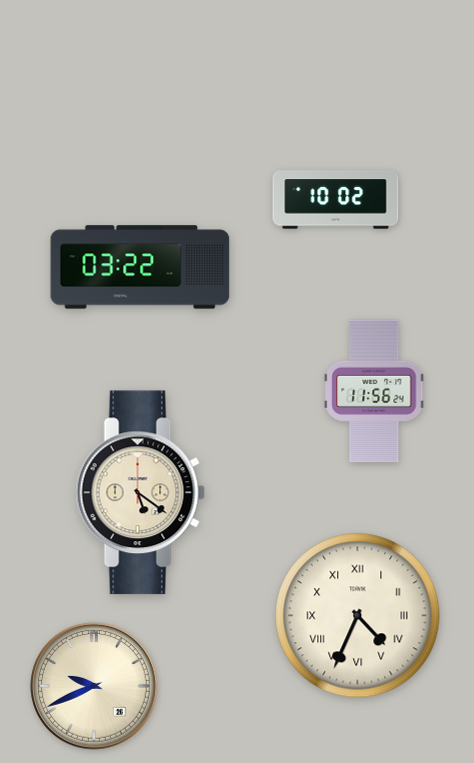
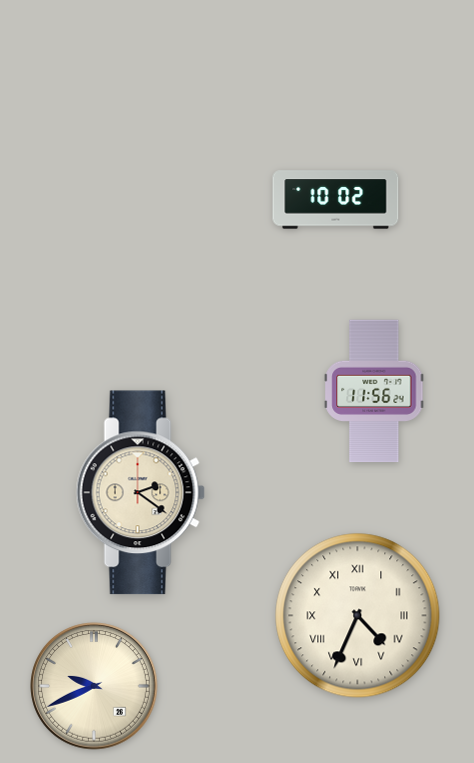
clock at (140, 267): 03:22 -> none
clock at (140, 493): 5:21 -> 2:21
